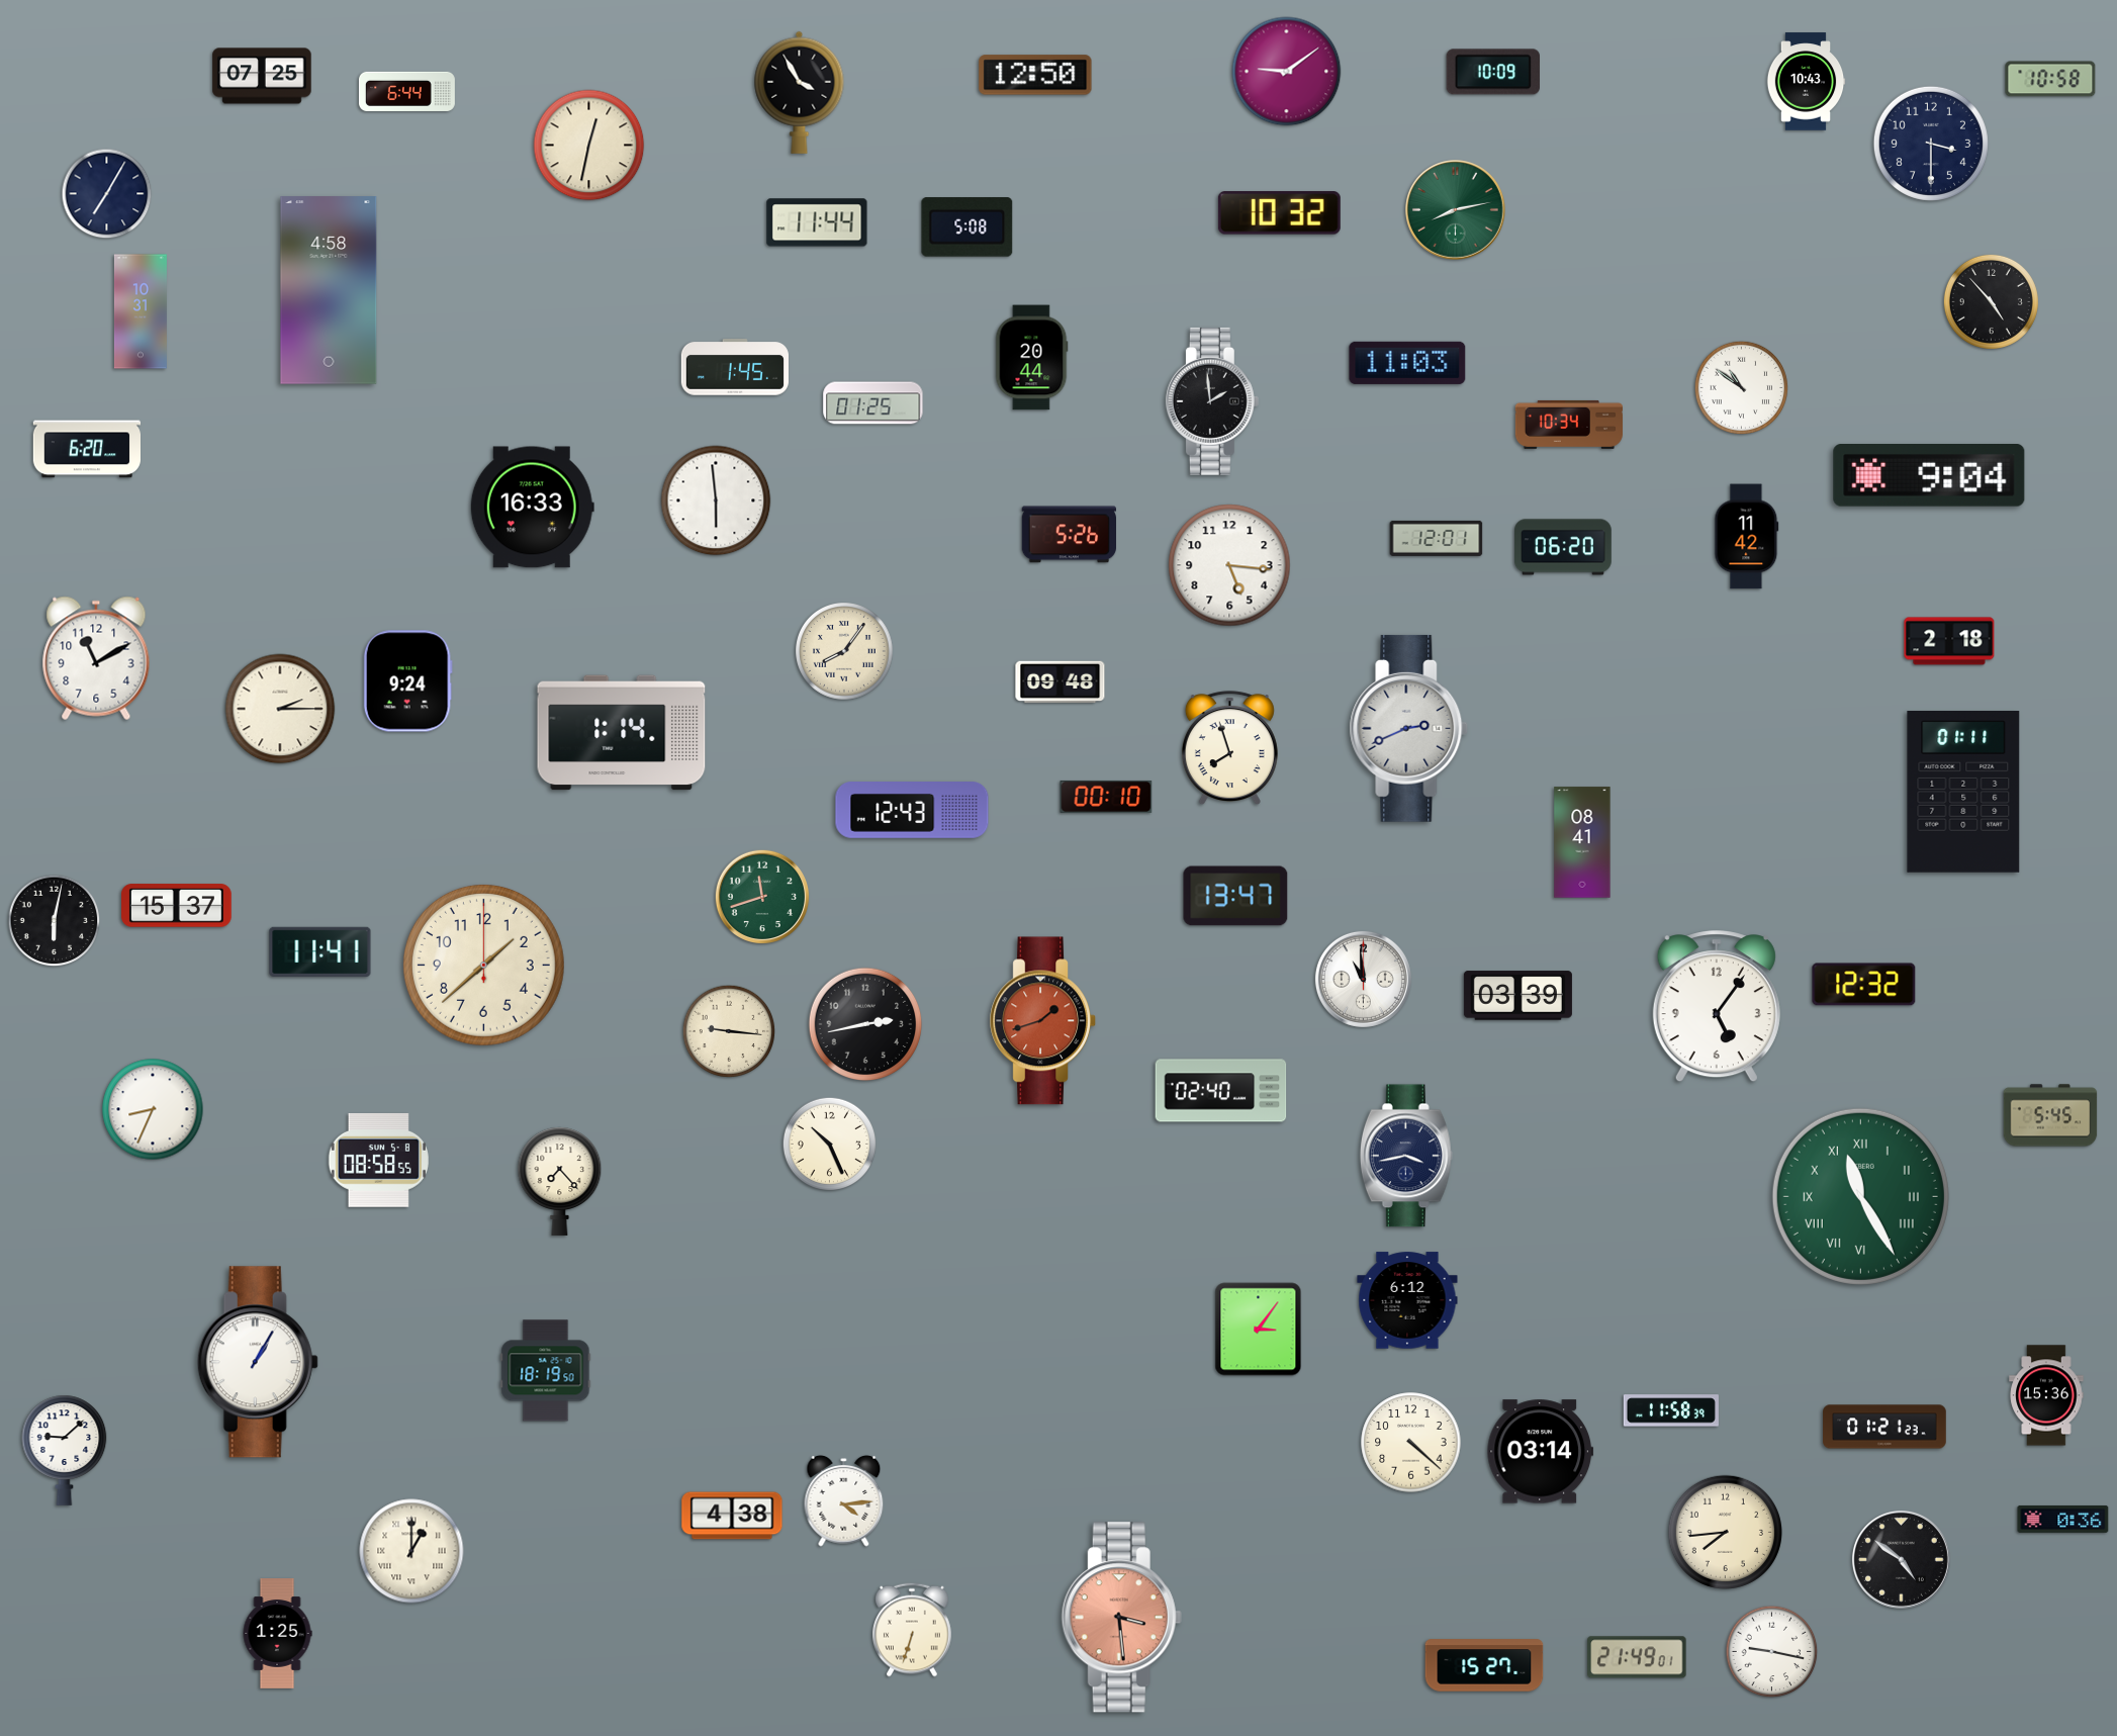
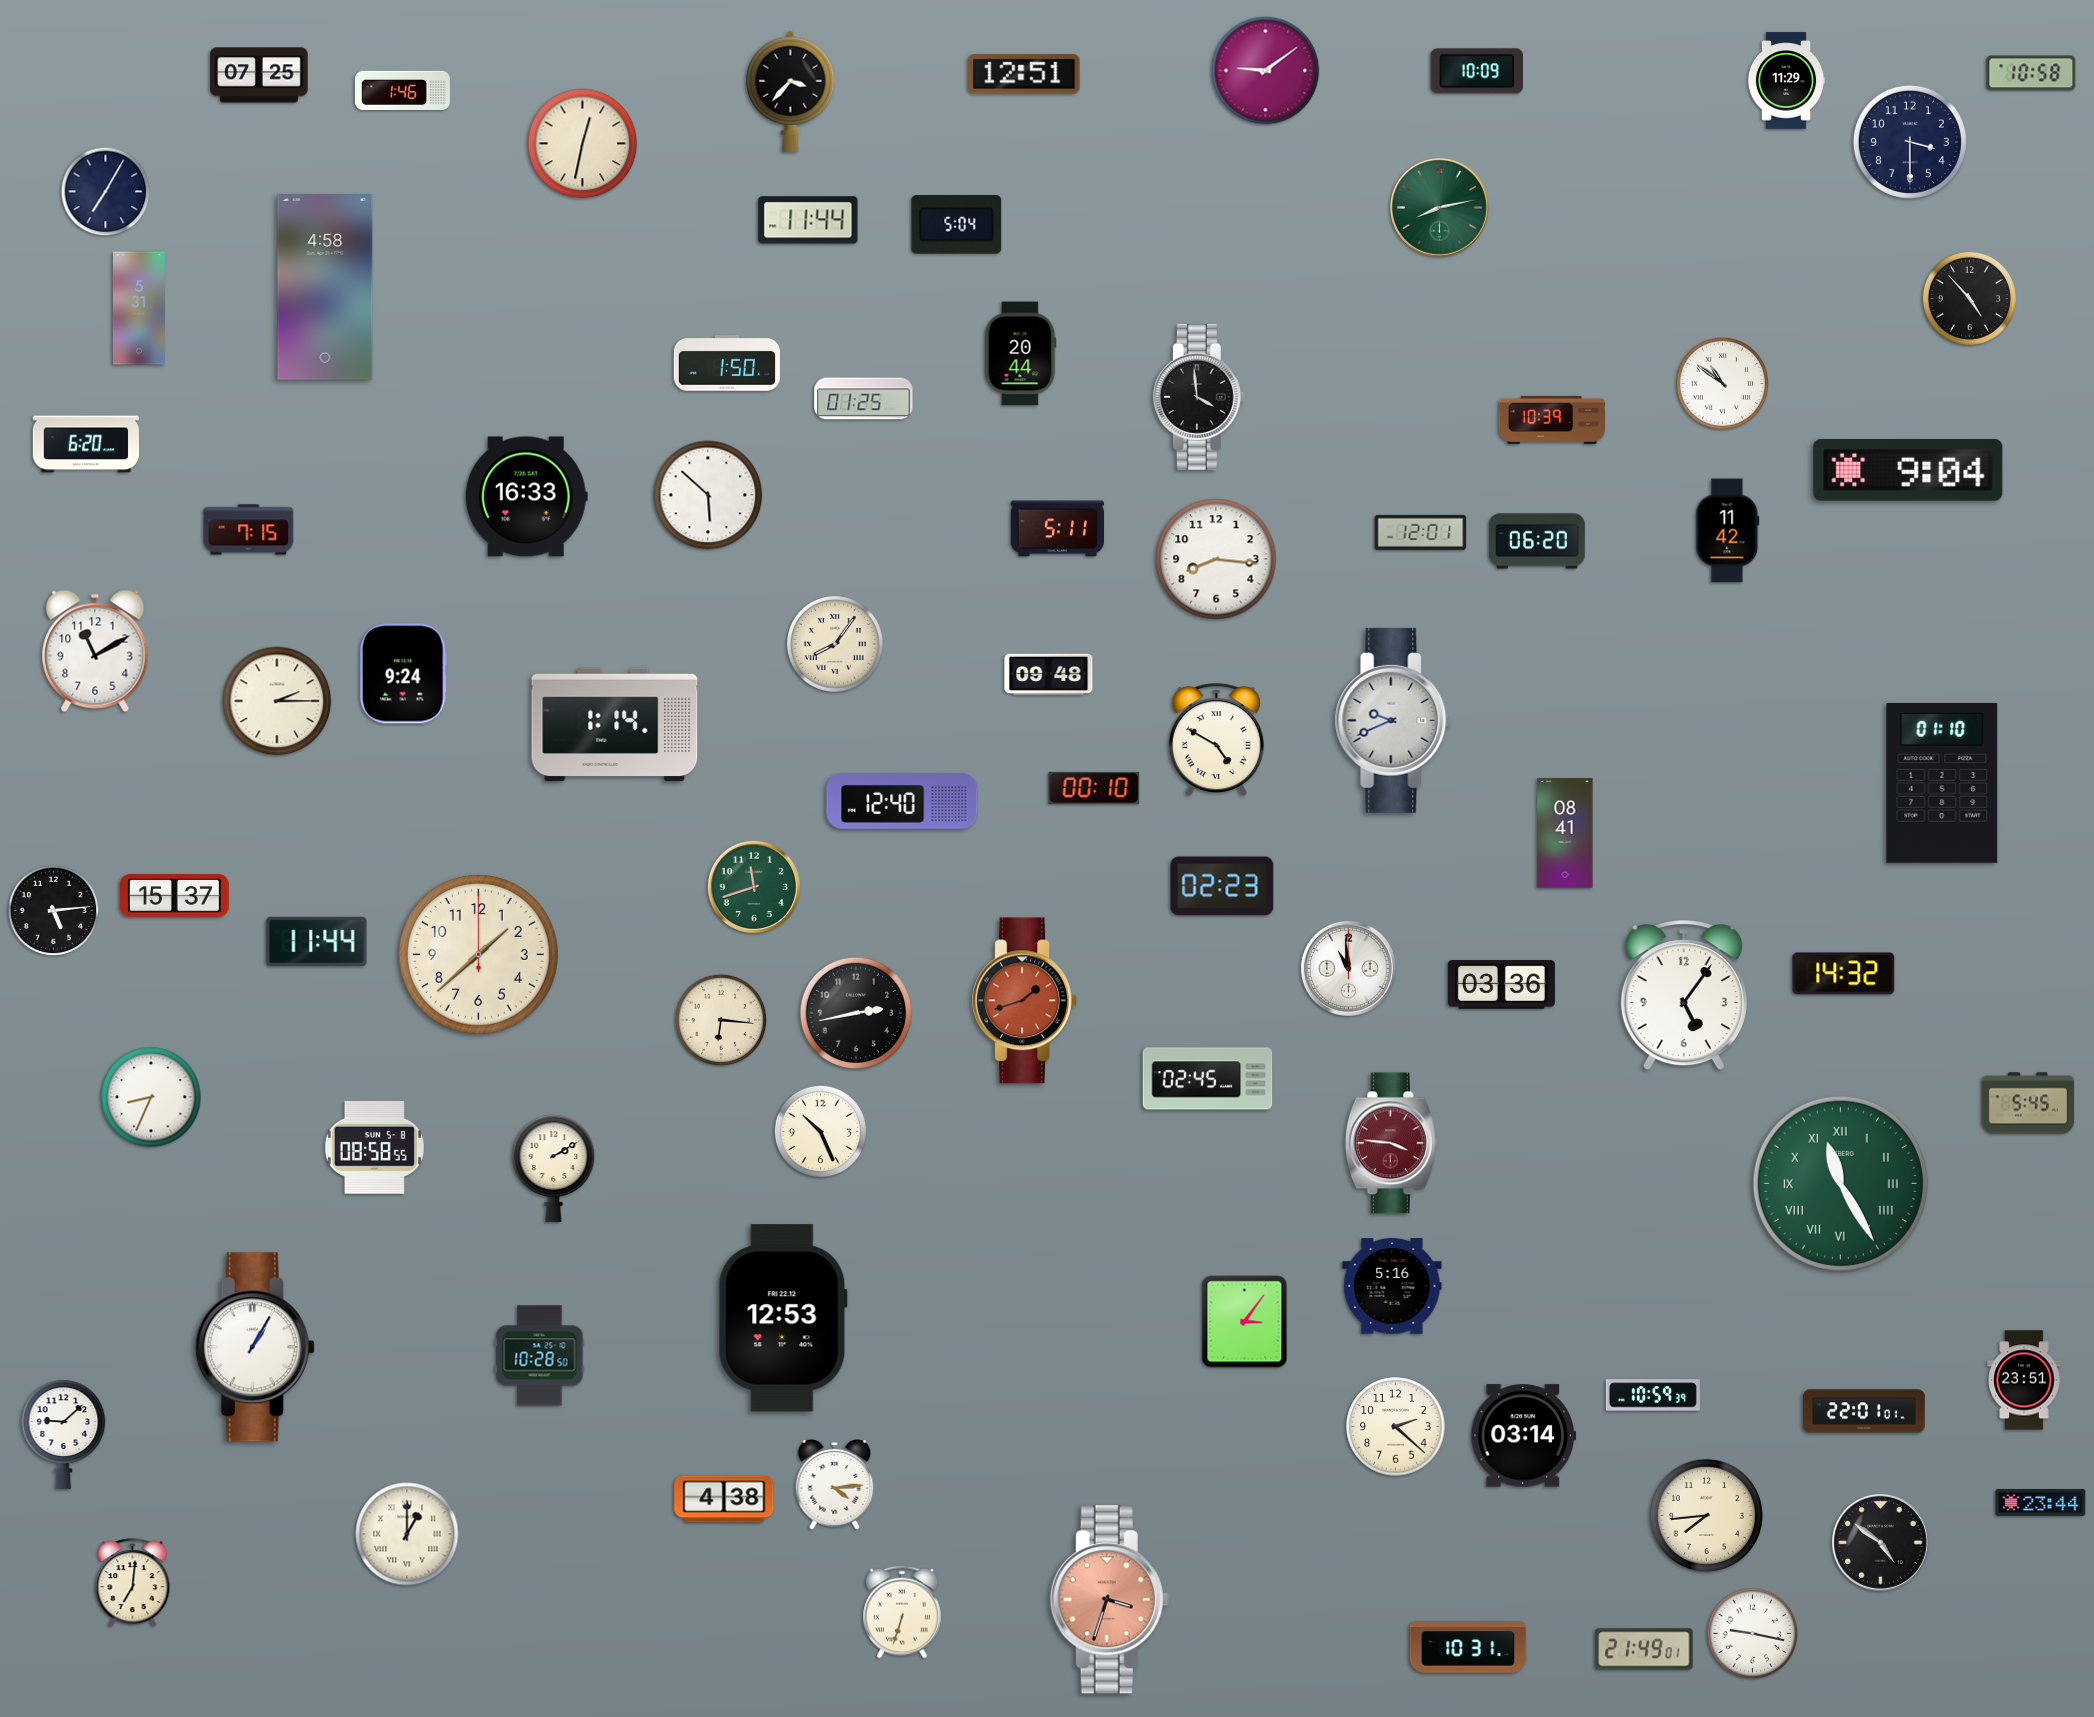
clock at (1287, 72) position: (1287, 72) -> (1266, 71)
clock at (1035, 75): 12:50 -> 12:51
clock at (2050, 79) position: (2050, 79) -> (2031, 73)
clock at (1806, 82): 10:43 -> 11:29
clock at (406, 91): 6:44 -> 1:46
clock at (800, 92): 3:55 -> 3:37
clock at (1279, 213): 10:32 -> none
clock at (968, 227): 5:08 -> 5:04
clock at (141, 311): 10:31 -> 5:31
clock at (1407, 363): 11:03 -> none
clock at (735, 367): 1:45 -> 1:50
clock at (1212, 401): 1:59 -> 3:59
clock at (1568, 425): 10:34 -> 10:39
clock at (716, 500): 5:59 -> 5:52
clock at (532, 508) position: (532, 508) -> (526, 497)
clock at (1069, 535): 5:26 -> 5:11
clock at (249, 530): none -> 7:15
clock at (1564, 547) position: (1564, 547) -> (1538, 541)
clock at (1229, 565): 5:16 -> 8:16
clock at (1949, 641): 2:18 -> none
clock at (1409, 728): 2:41 -> 9:41
clock at (1229, 748): 7:57 -> 4:50
clock at (1963, 793): 01:11 -> 01:10
clock at (912, 811): 12:43 -> 12:40
clock at (1235, 896): 13:47 -> 02:23
clock at (55, 921): 6:02 -> 5:14
clock at (320, 951): 11:41 -> 11:44
clock at (1864, 985): 12:32 -> 14:32
clock at (1517, 996): 03:39 -> 03:36
clock at (1717, 1007) position: (1717, 1007) -> (1684, 996)
clock at (1042, 1021) position: (1042, 1021) -> (1024, 1001)
clock at (729, 1031): 9:16 -> 6:16
clock at (1221, 1091): 02:40 -> 02:45
clock at (1406, 1156): 3:43 -> 3:46
clock at (1406, 1156) dial: navy -> burgundy
clock at (560, 1181): 7:23 -> 2:10
clock at (1407, 1300): 6:12 -> 5:16
clock at (1259, 1330) position: (1259, 1330) -> (1245, 1322)
clock at (783, 1318): none -> 12:53
clock at (546, 1371): 18:19 -> 10:28
clock at (2046, 1395): 15:36 -> 23:51
clock at (1671, 1410): 11:58 -> 10:59
clock at (1884, 1427): 01:21 -> 22:01
clock at (1411, 1443): 4:22 -> 2:22
clock at (2063, 1519): 0:36 -> 23:44
clock at (133, 1583): none -> 7:01
clock at (1121, 1618): 3:29 -> 3:33
clock at (277, 1634): 1:25 -> none
clock at (1637, 1657) position: (1637, 1657) -> (1644, 1649)
clock at (1484, 1665): 15:27 -> 10:31
